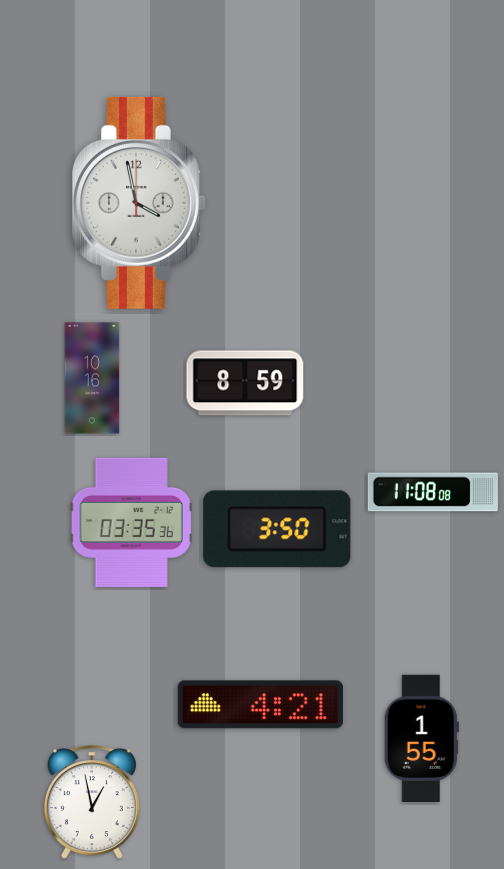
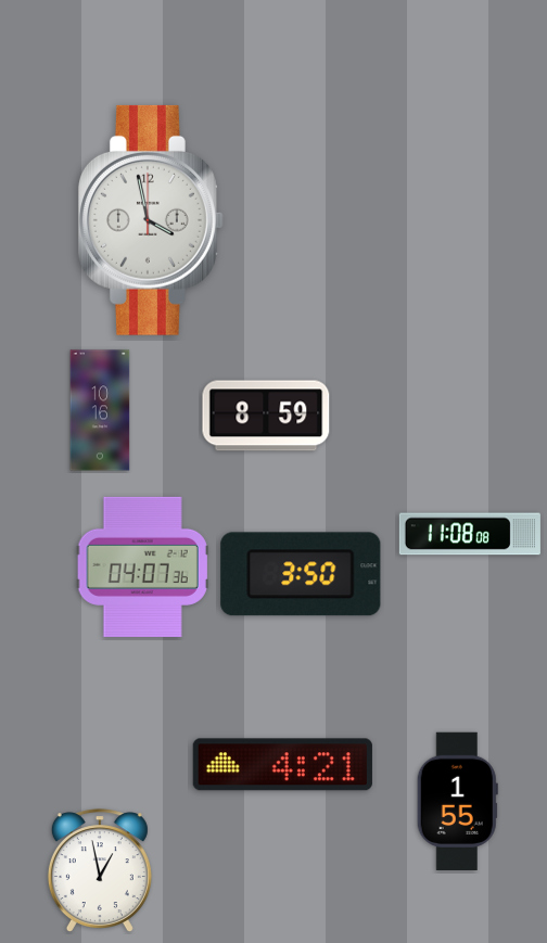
clock at (131, 522): 03:35 -> 04:07
